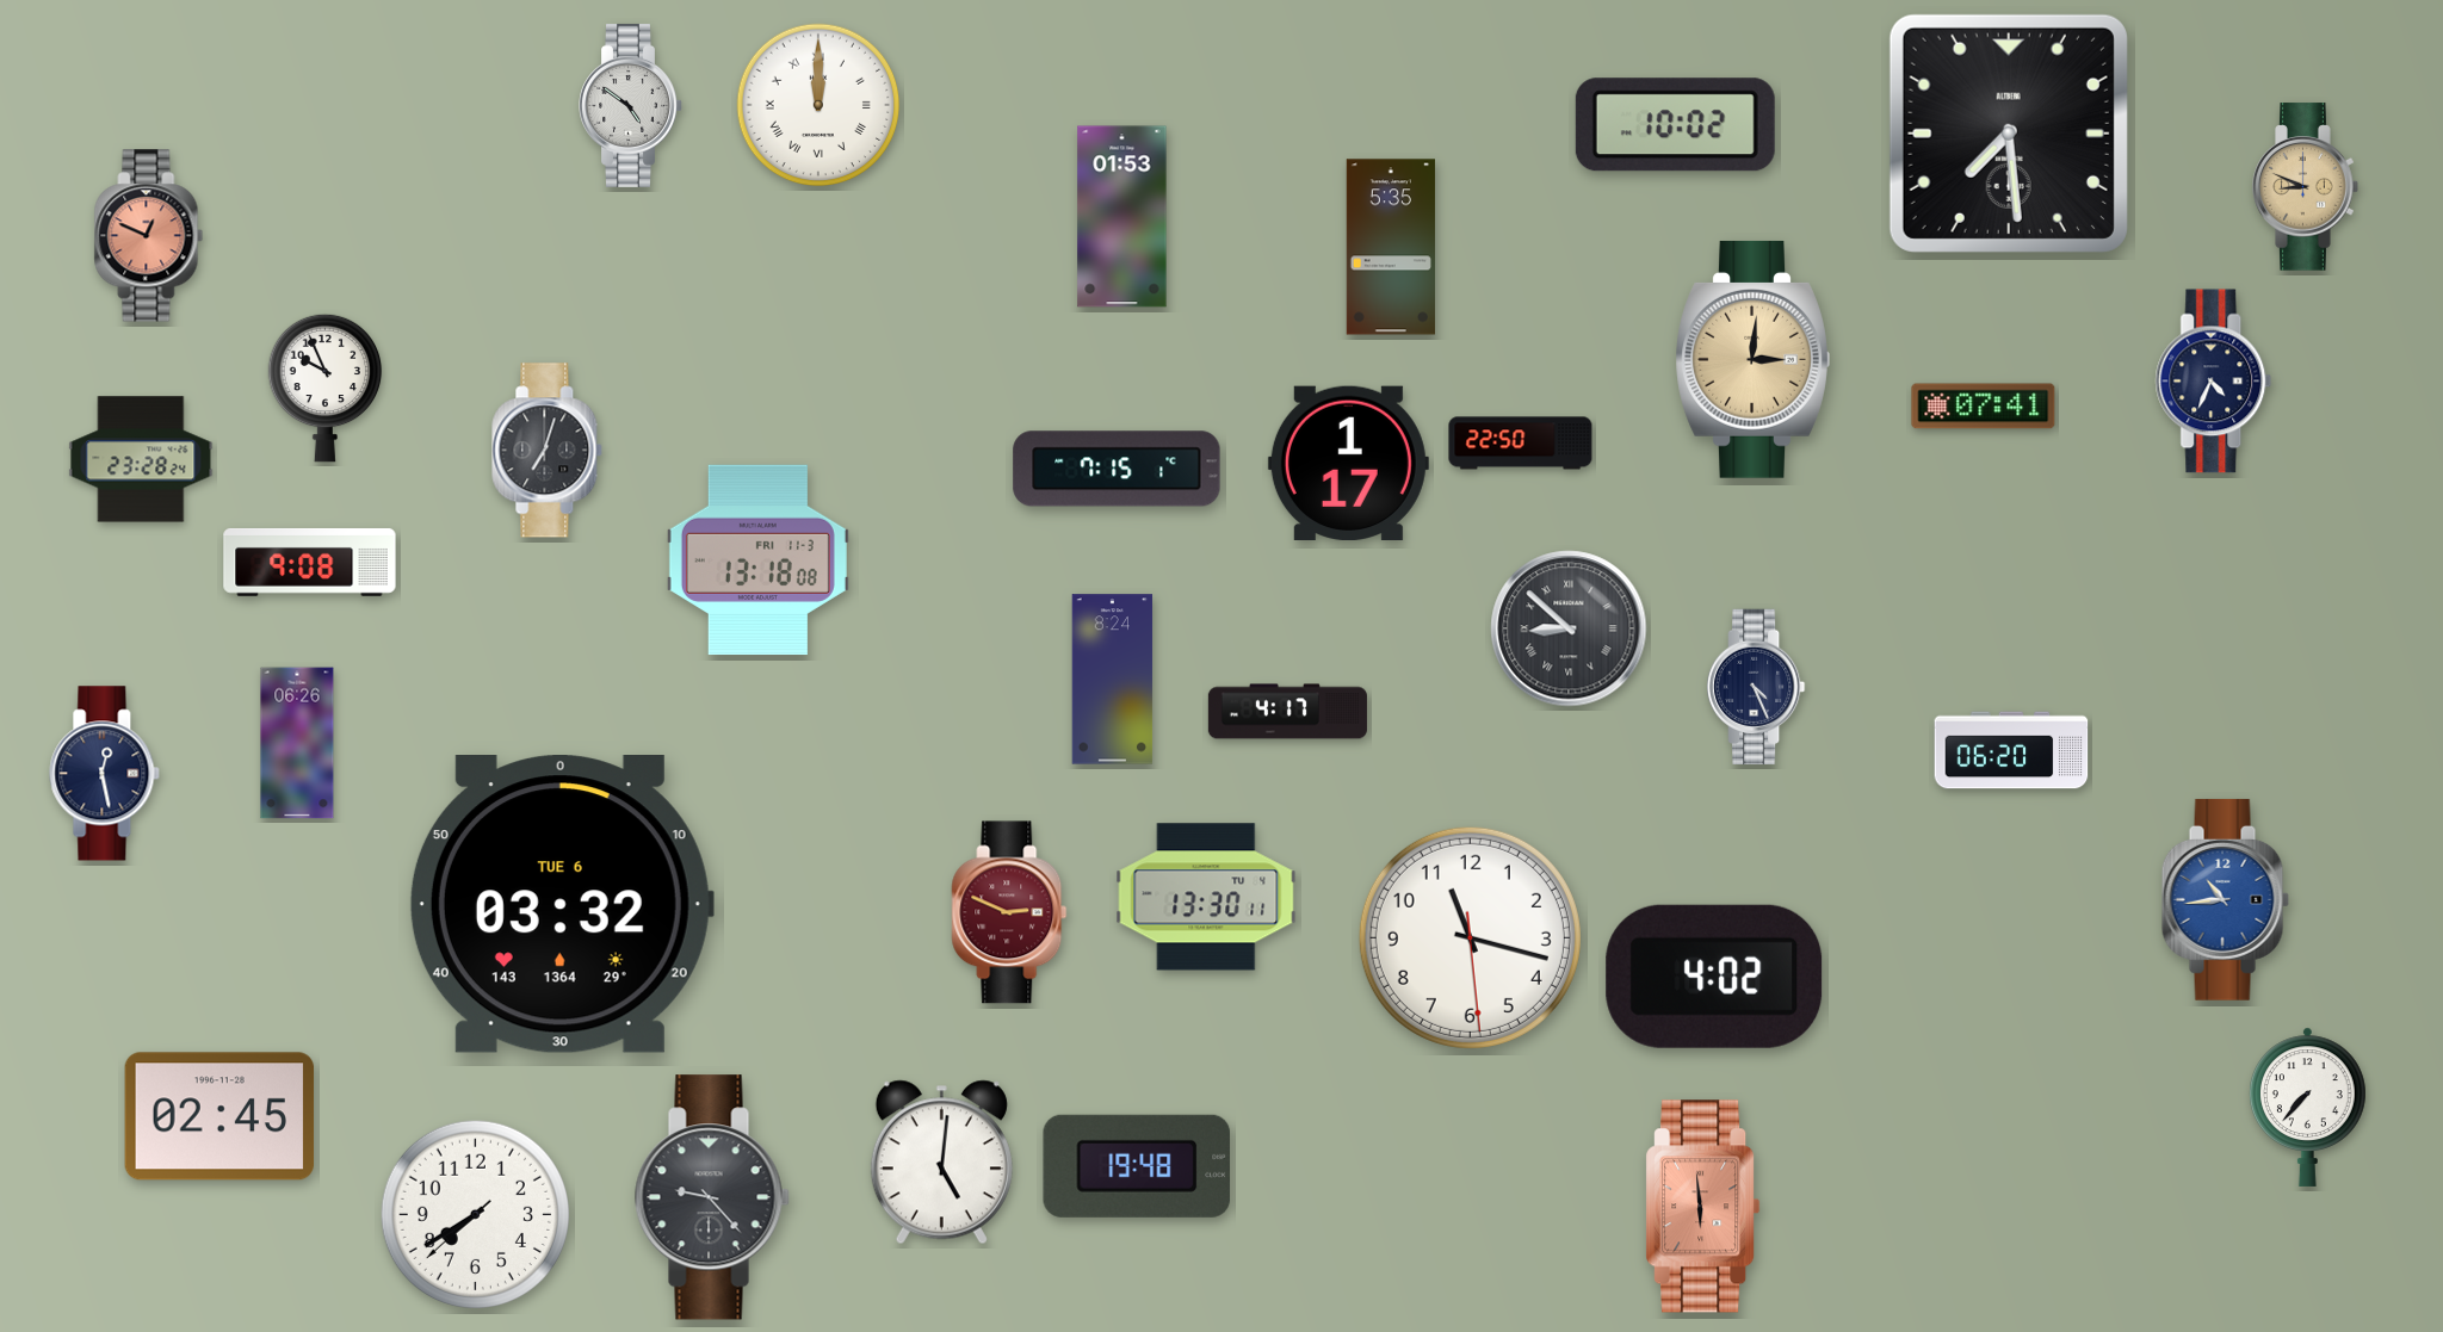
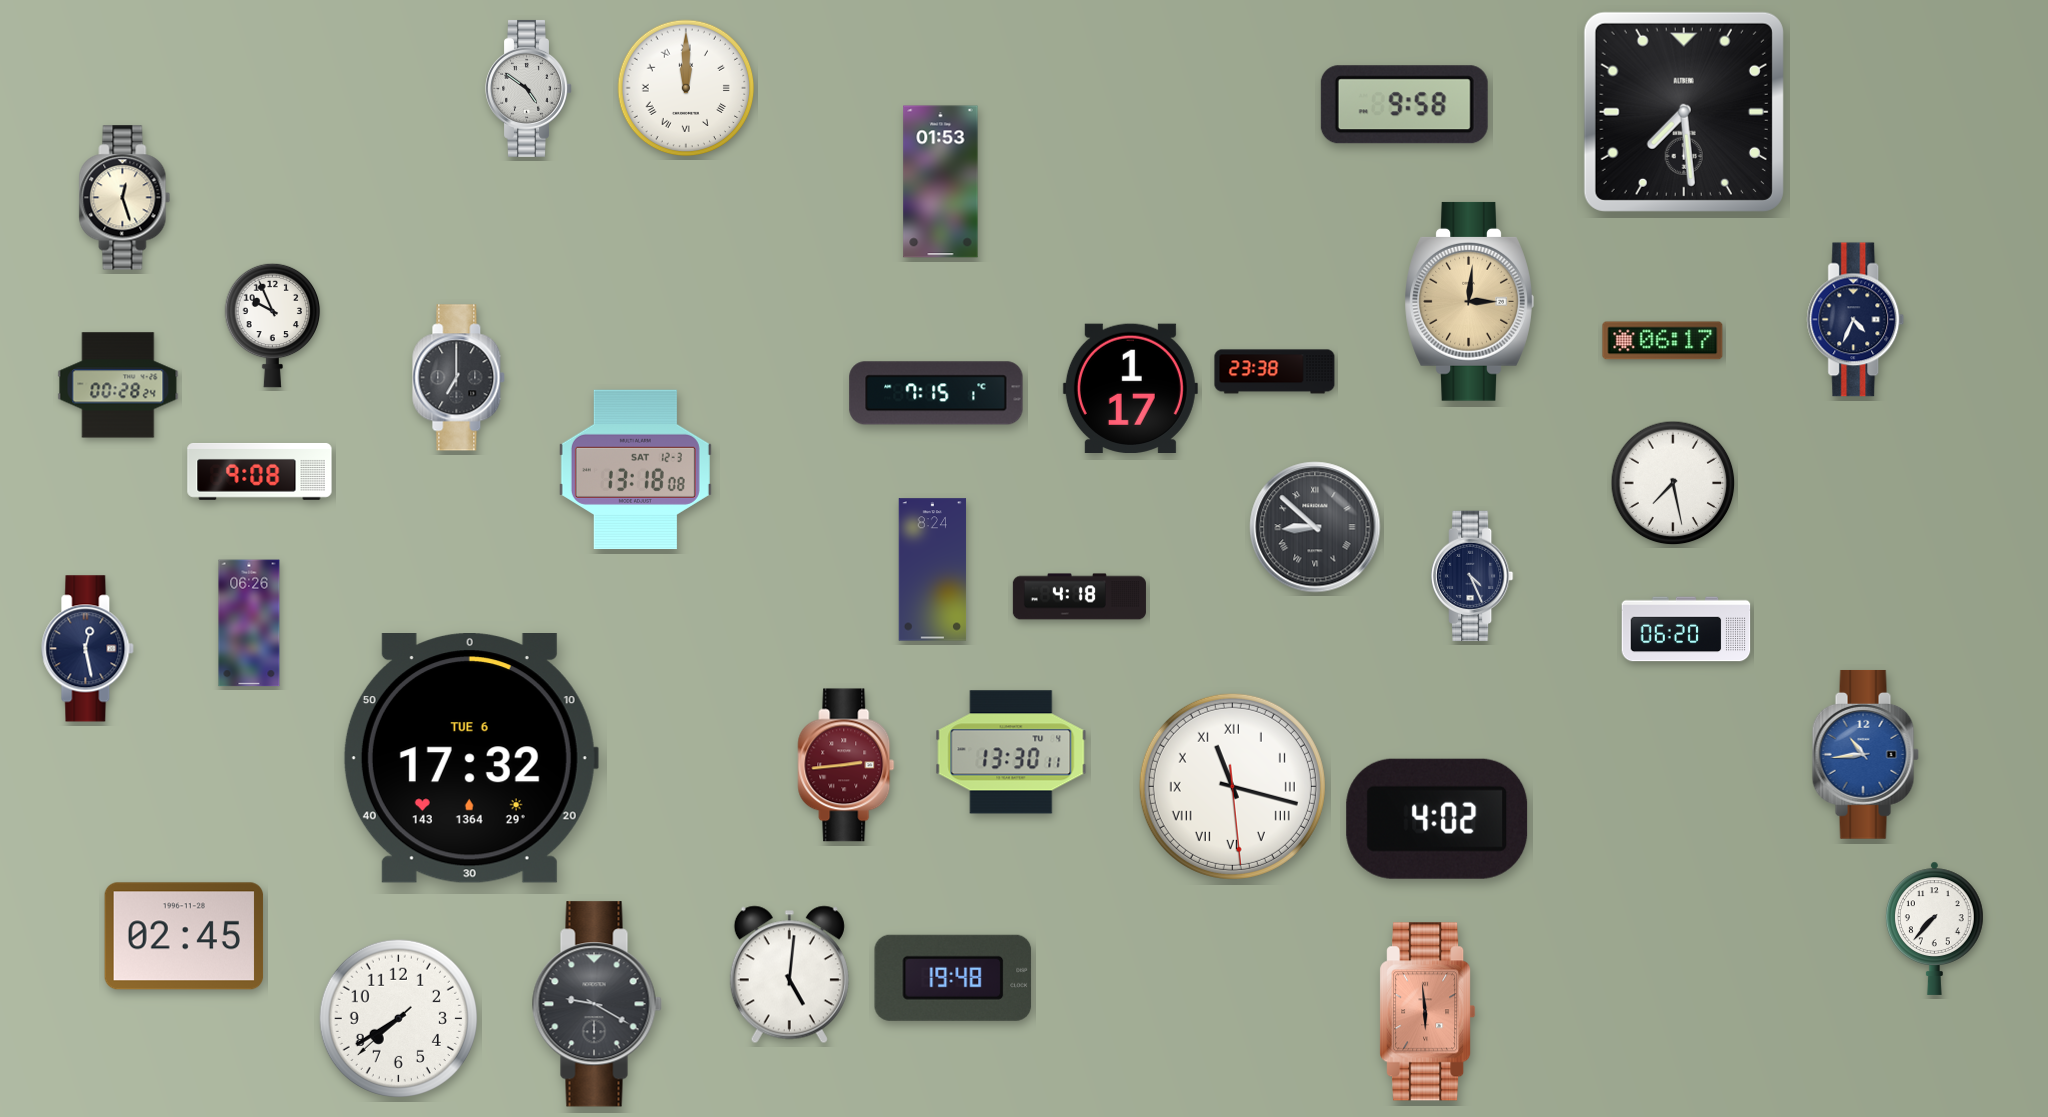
clock at (1675, 125): 10:02 -> 9:58
clock at (2306, 187): 8:49 -> none
clock at (149, 236): 12:49 -> 12:27
clock at (149, 236) dial: salmon -> cream
clock at (1391, 247): 5:35 -> none
clock at (1984, 407): 07:41 -> 06:17
clock at (1521, 444): 22:50 -> 23:38
clock at (548, 451): 7:03 -> 7:00
clock at (141, 459): 23:28 -> 00:28
clock at (757, 560) date: FRI 11-3 -> SAT 12-3
clock at (1673, 483): none -> 7:28
clock at (1287, 712): 4:17 -> 4:18
clock at (561, 905): 03:32 -> 17:32
clock at (1009, 912): 2:49 -> 2:44
clock at (1470, 937) numerals: Arabic -> Roman
clock at (712, 1197): 9:23 -> 9:20
